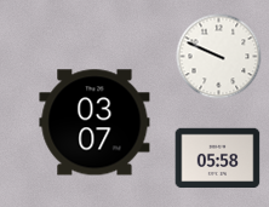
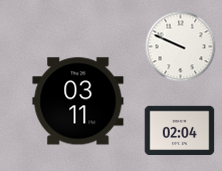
clock at (95, 122): 03:07 -> 03:11
clock at (218, 159): 05:58 -> 02:04
